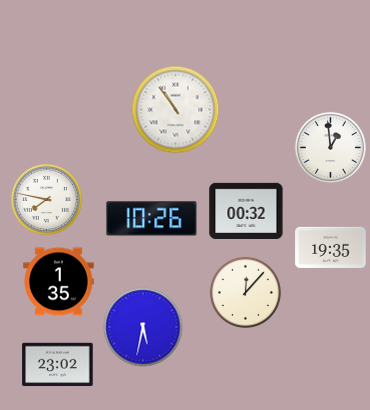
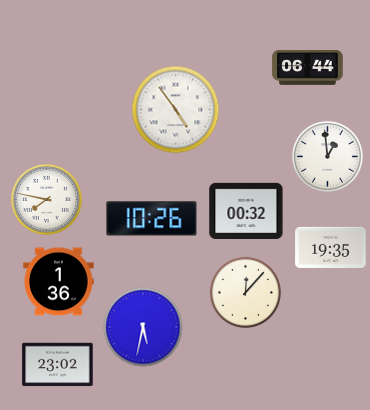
clock at (308, 68): none -> 06:44
clock at (176, 110): 10:54 -> 4:54
clock at (330, 147) position: (330, 147) -> (327, 156)
clock at (59, 282): 1:35 -> 1:36
